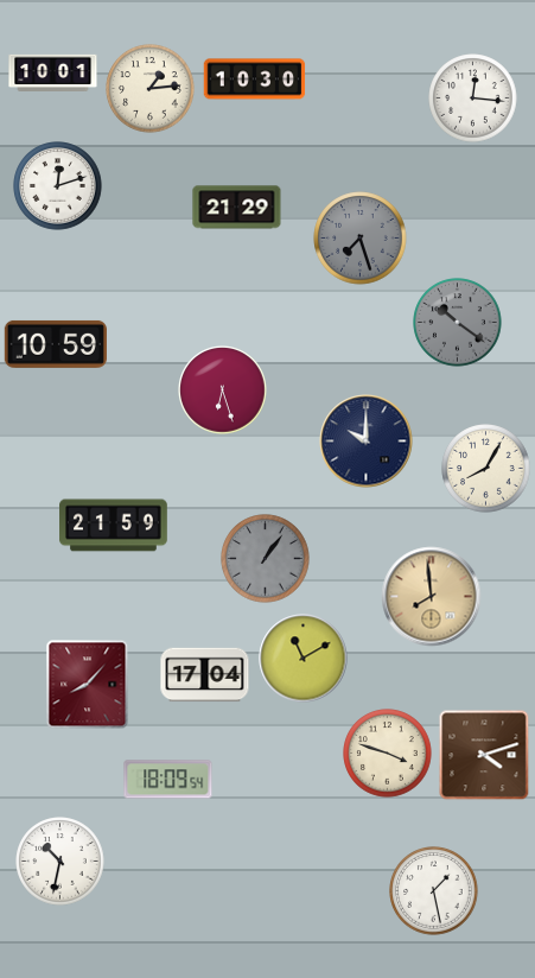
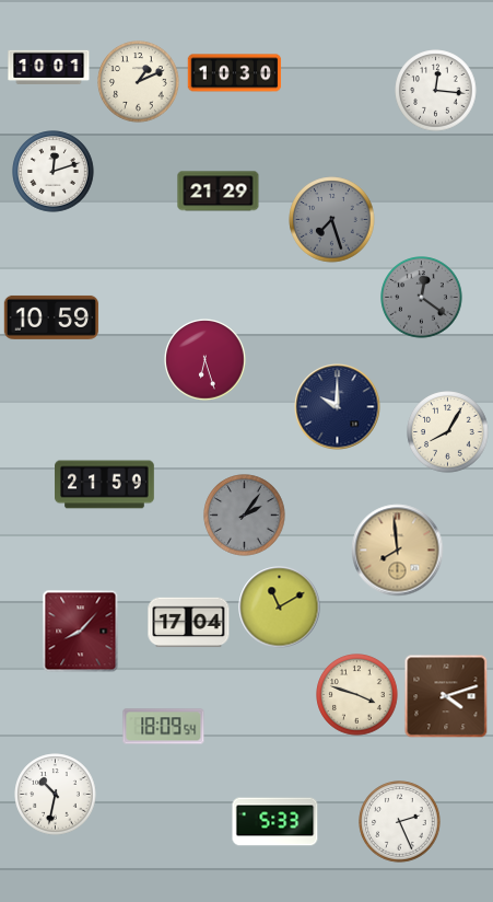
clock at (151, 89): 1:14 -> 1:11
clock at (458, 323): 10:21 -> 12:21
clock at (266, 559): 1:06 -> 2:06
clock at (168, 780) position: (168, 780) -> (164, 727)
clock at (275, 822): none -> 5:33
clock at (434, 891): 1:28 -> 2:26
